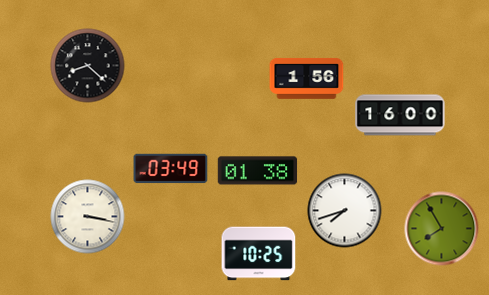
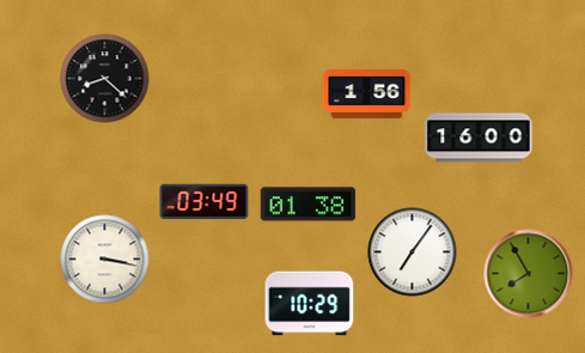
clock at (345, 211): 7:42 -> 7:06
clock at (259, 254): 10:25 -> 10:29
